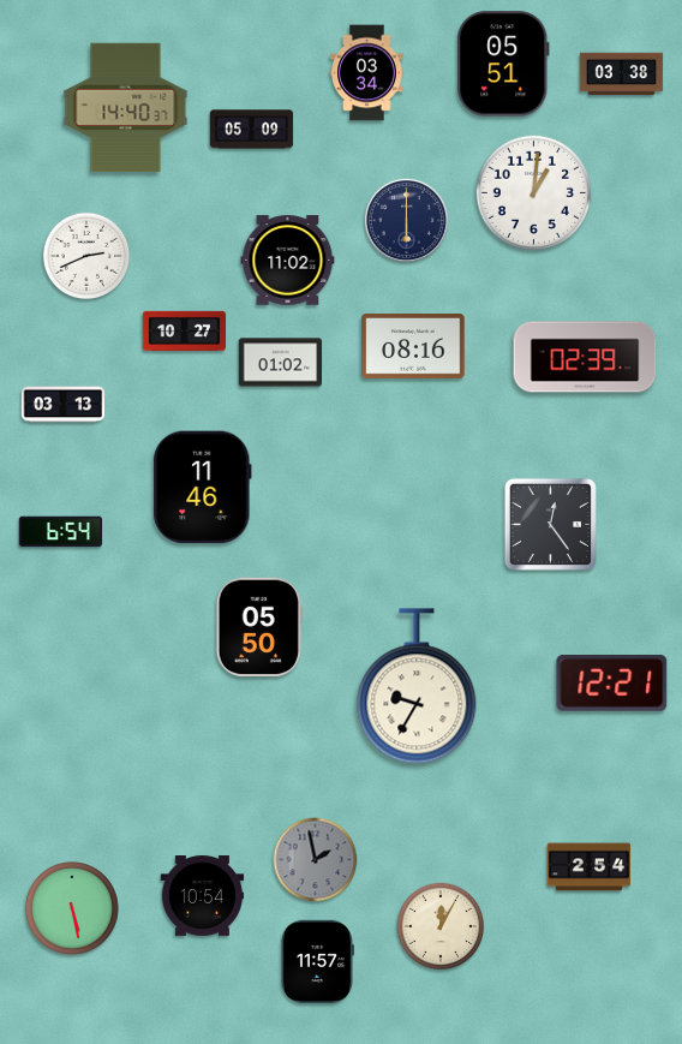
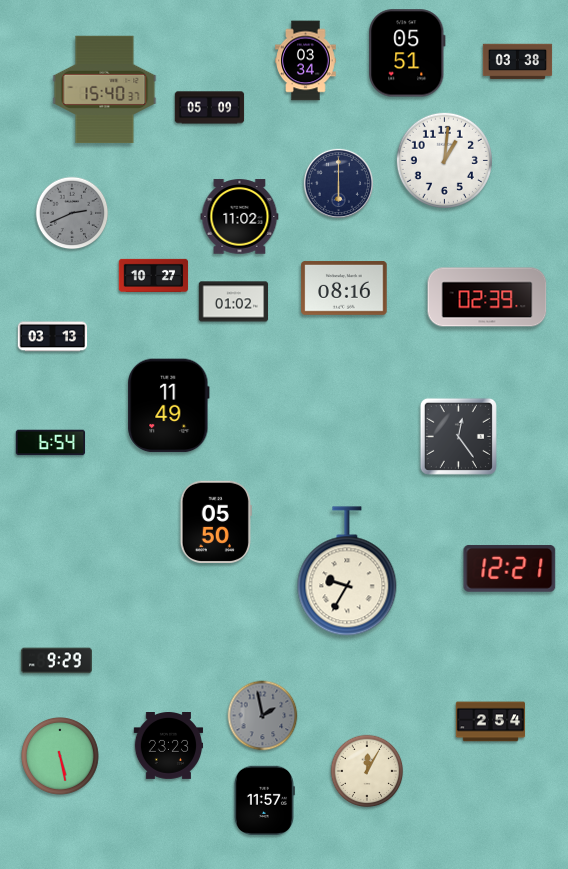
clock at (503, 64) position: (503, 64) -> (407, 53)
clock at (126, 108): 14:40 -> 15:40
clock at (86, 256) dial: white -> grey
clock at (203, 488): 11:46 -> 11:49
clock at (56, 661): none -> 9:29
clock at (203, 896): 10:54 -> 23:23
